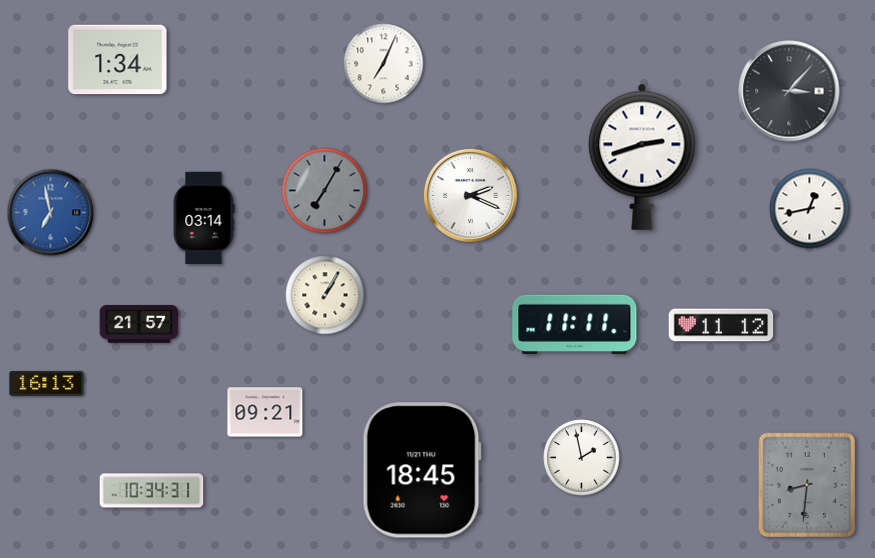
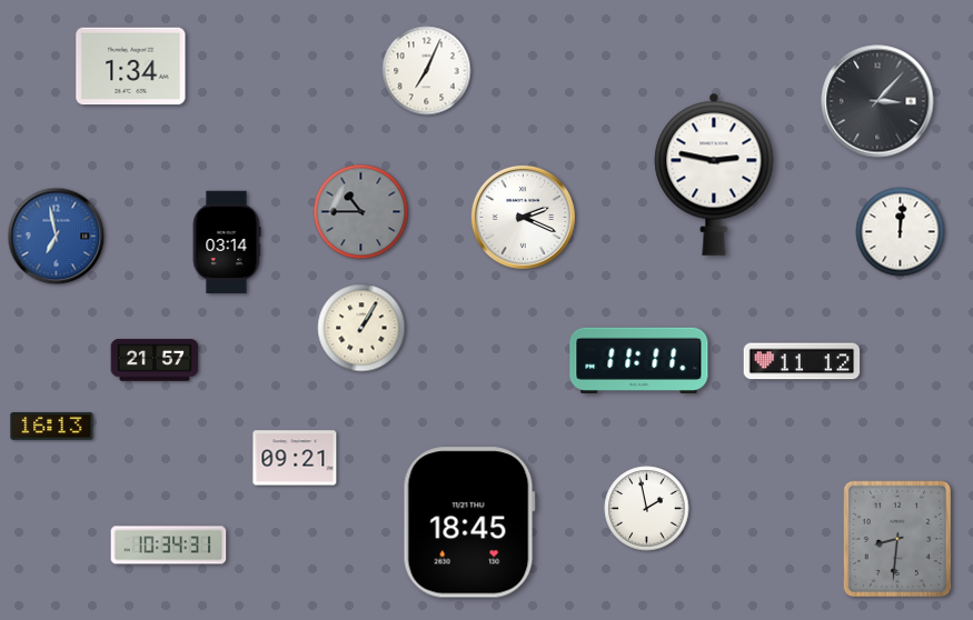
clock at (642, 157): 2:42 -> 2:47
clock at (325, 191): 7:05 -> 10:45
clock at (810, 209): 12:43 -> 12:01
